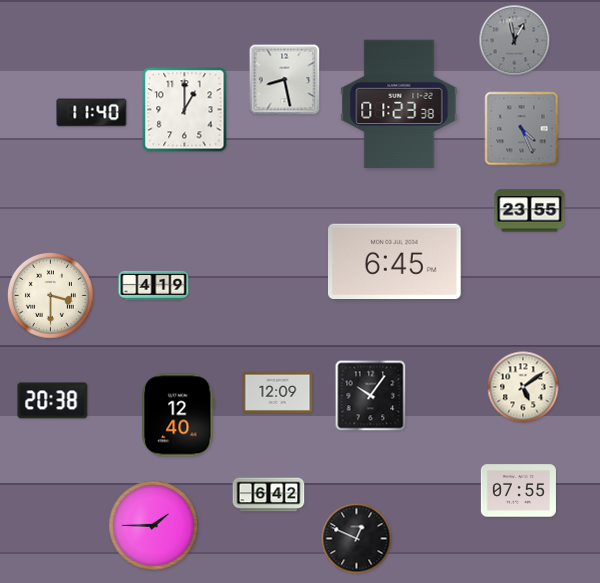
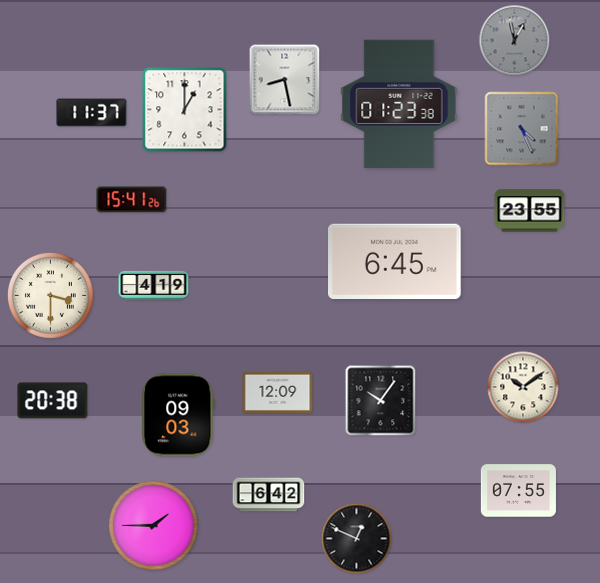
clock at (92, 113): 11:40 -> 11:37
clock at (132, 200): none -> 15:41
clock at (523, 387): 5:09 -> 10:09
clock at (371, 396) position: (371, 396) -> (381, 401)
clock at (178, 415): 12:40 -> 09:03
